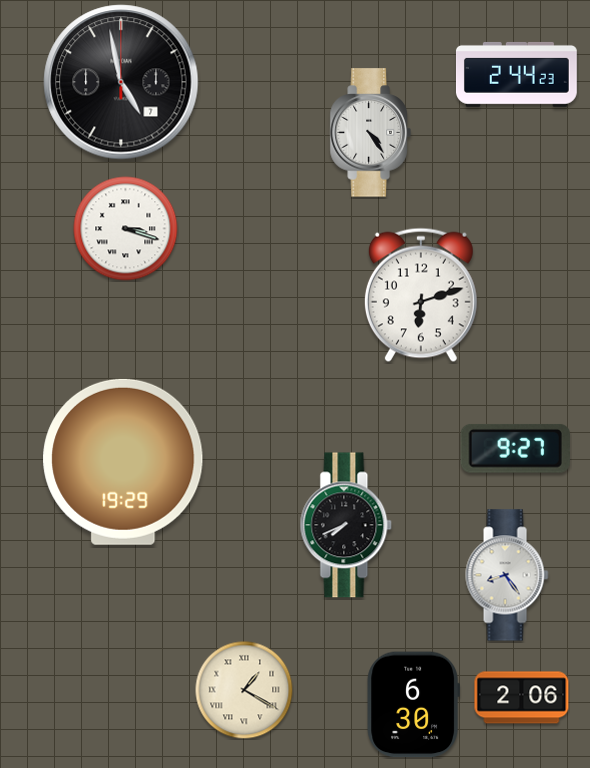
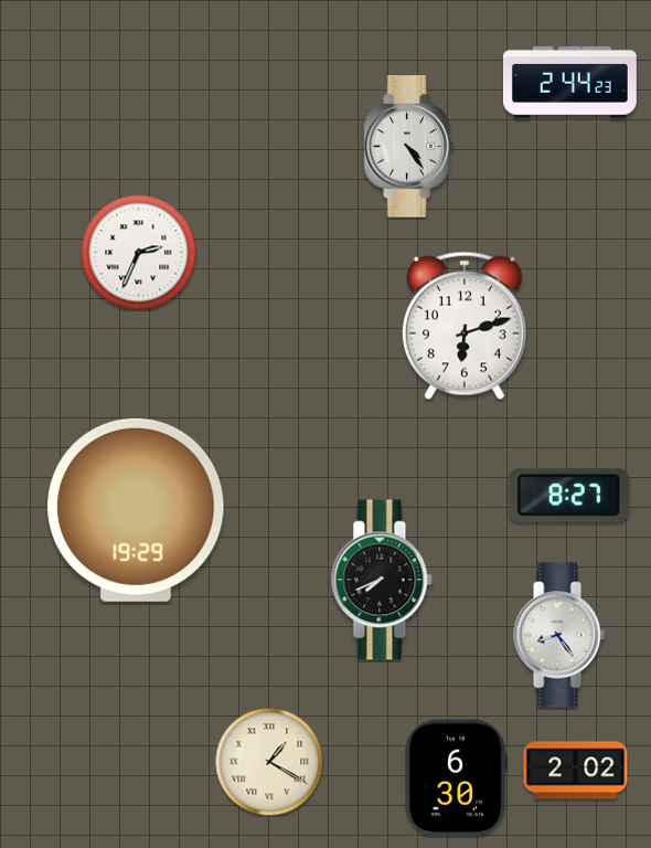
clock at (121, 82): 4:58 -> none
clock at (126, 229): 3:18 -> 2:34
clock at (515, 448): 9:27 -> 8:27
clock at (522, 698): 2:06 -> 2:02
